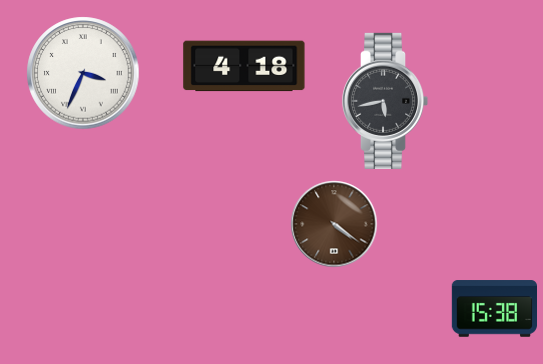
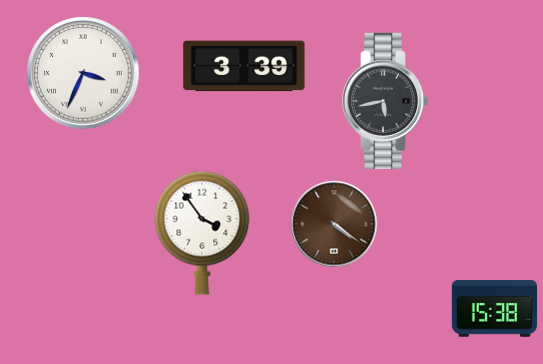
clock at (244, 66): 4:18 -> 3:39
clock at (202, 233): none -> 3:54
